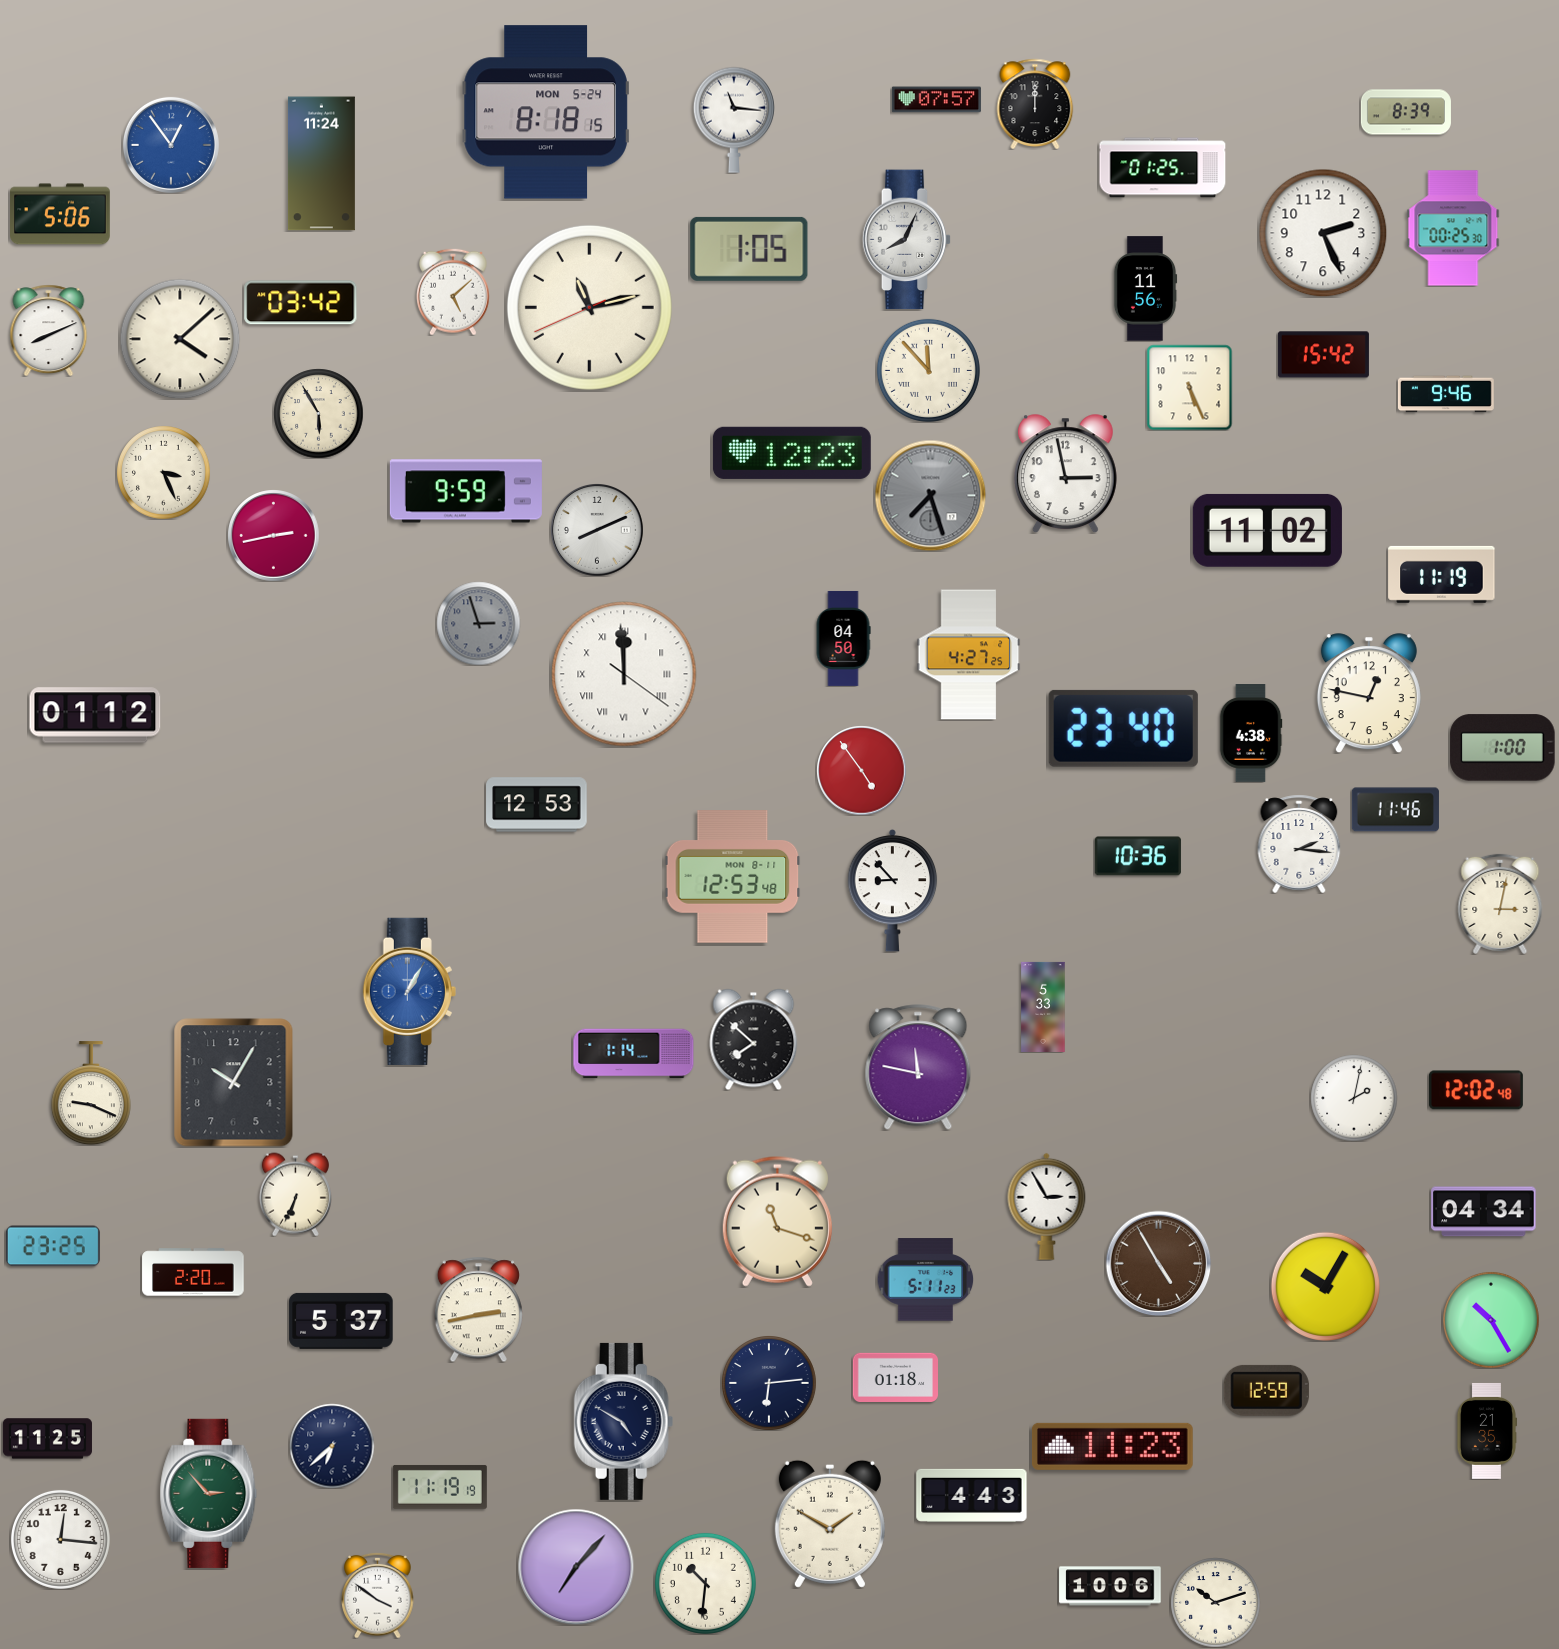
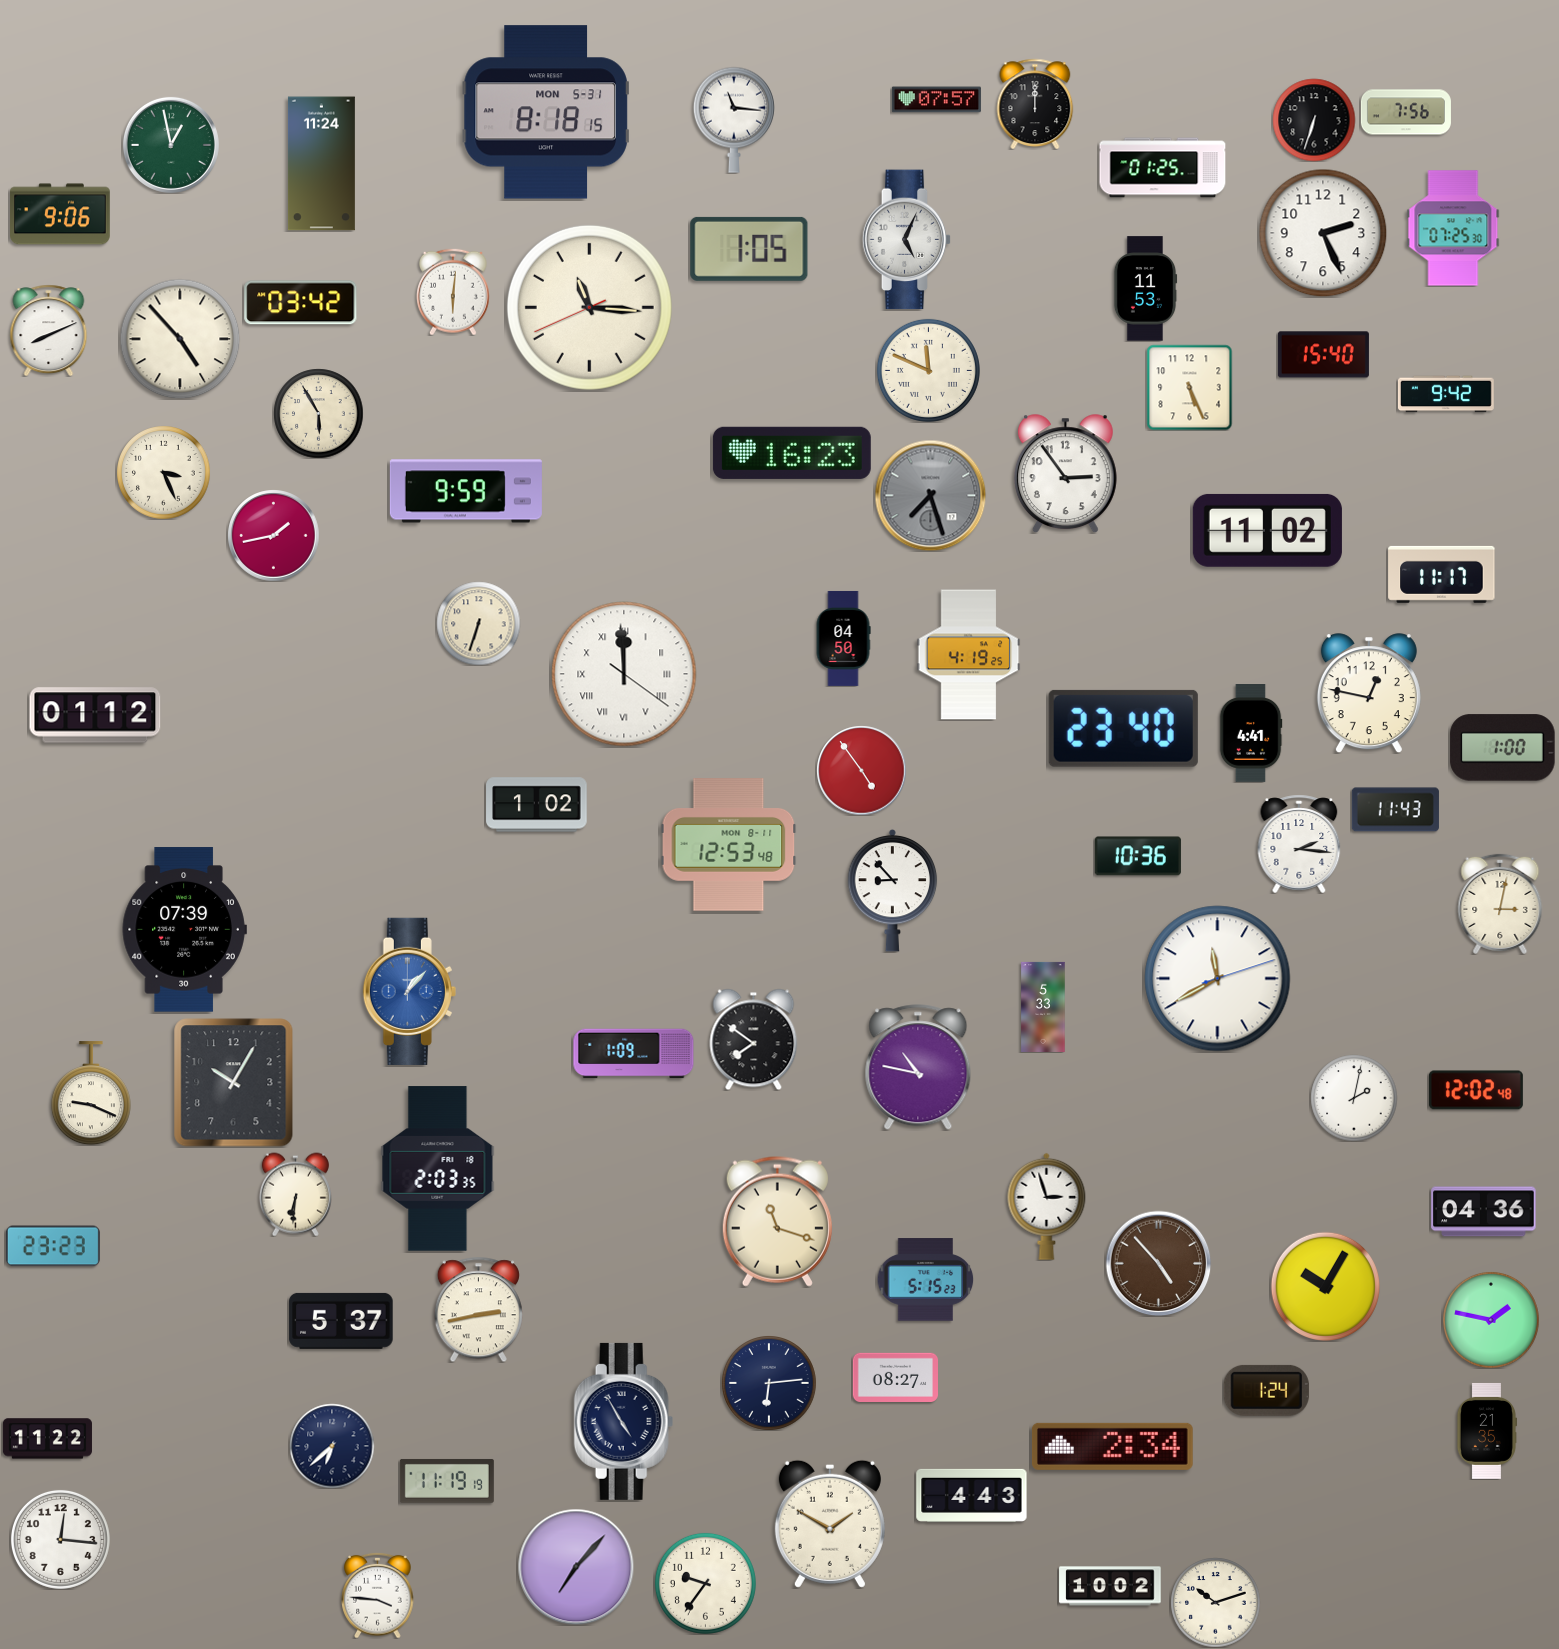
clock at (546, 112) date: MON 5-24 -> MON 5-31
clock at (1406, 112): 8:39 -> 7:56
clock at (1314, 120): none -> 6:33
clock at (171, 145): 12:54 -> 12:58
clock at (171, 145) dial: blue -> green
clock at (60, 214): 5:06 -> 9:06
clock at (1453, 228): 00:25 -> 07:25
clock at (907, 240): 8:04 -> 5:04
clock at (1145, 289): 11:56 -> 11:53
clock at (453, 292): 5:08 -> 6:01
clock at (589, 307): 11:12 -> 11:15
clock at (180, 339): 4:08 -> 4:53
clock at (1323, 355): 15:42 -> 15:40
clock at (928, 370): 11:53 -> 11:49
clock at (1446, 394): 9:46 -> 9:42
clock at (792, 453): 12:23 -> 16:23
clock at (1065, 474): 2:58 -> 2:54
clock at (597, 530): 8:11 -> none
clock at (273, 535): 2:43 -> 1:43
clock at (1442, 574): 11:19 -> 11:17
clock at (478, 623): 2:57 -> 6:33
clock at (478, 623) dial: grey -> cream
clock at (969, 655): 4:27 -> 4:19
clock at (1251, 734): 4:38 -> 4:41
clock at (537, 805): 12:53 -> 1:02
clock at (1395, 810): 11:46 -> 11:43
clock at (733, 877) position: (733, 877) -> (729, 845)
clock at (184, 930): none -> 07:39
clock at (1218, 979): none -> 11:40
clock at (409, 991): 1:05 -> 1:07
clock at (754, 1039): 7:52 -> 7:51
clock at (634, 1054): 1:14 -> 1:09
clock at (918, 1067): 11:47 -> 10:47
clock at (438, 1169): none -> 2:03
clock at (295, 1194): 6:34 -> 6:31
clock at (1047, 1206): 2:55 -> 2:57
clock at (1484, 1212): 04:34 -> 04:36
clock at (53, 1246): 23:25 -> 23:23
clock at (1158, 1263): 4:55 -> 4:53
clock at (193, 1272): 2:20 -> none
clock at (925, 1280): 5:11 -> 5:15
clock at (1491, 1320): 10:25 -> 1:47
clock at (895, 1377): 01:18 -> 08:27
clock at (1266, 1390): 12:59 -> 1:24
clock at (624, 1421): 4:50 -> 4:55
clock at (47, 1439): 11:25 -> 11:22
clock at (1112, 1446): 11:23 -> 2:34
clock at (440, 1487) position: (440, 1487) -> (447, 1481)
clock at (209, 1493): 2:53 -> none
clock at (705, 1583): 10:31 -> 9:36
clock at (1110, 1586): 10:06 -> 10:02
clock at (378, 1595): 3:51 -> 3:46
